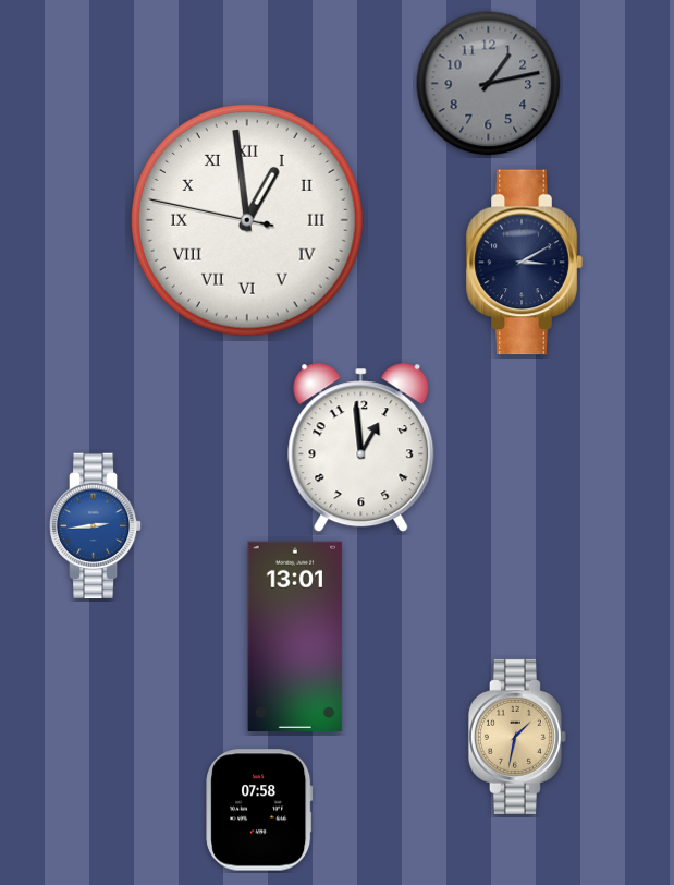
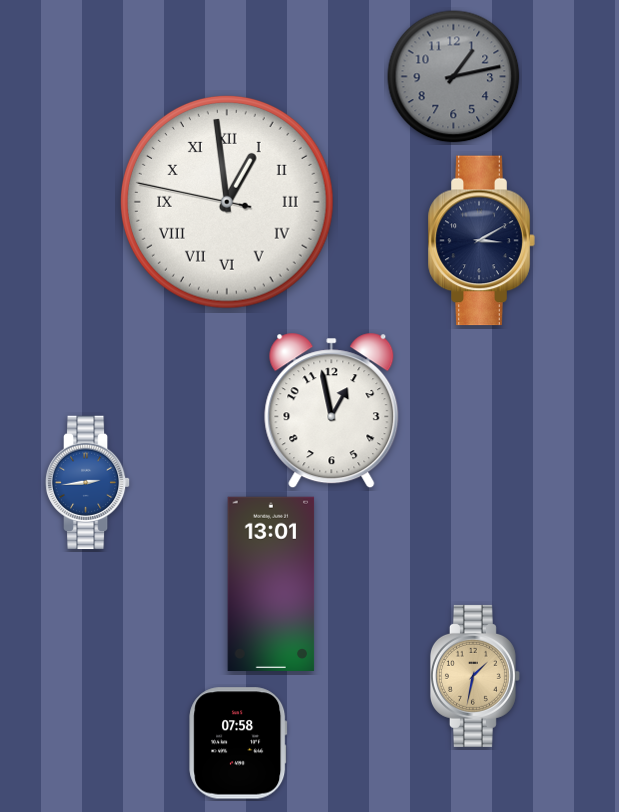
clock at (489, 84) position: (489, 84) -> (454, 77)
clock at (361, 448): 12:59 -> 12:58
